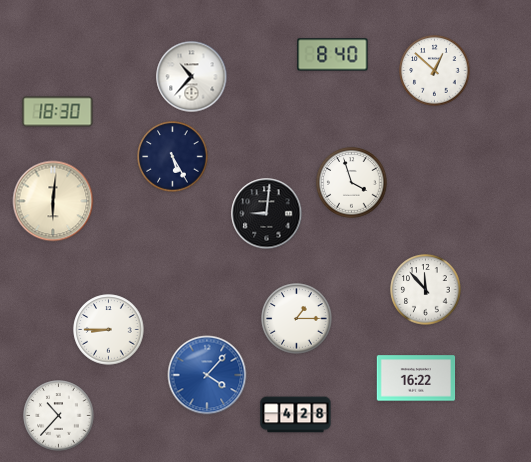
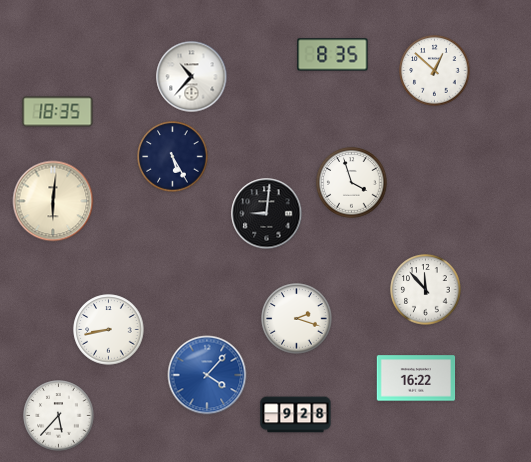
clock at (333, 55): 8:40 -> 8:35
clock at (58, 112): 18:30 -> 18:35
clock at (297, 319): 1:15 -> 2:18
clock at (109, 330): 8:45 -> 8:43
clock at (296, 415): 4:28 -> 9:28
clock at (59, 416): 10:37 -> 5:37
